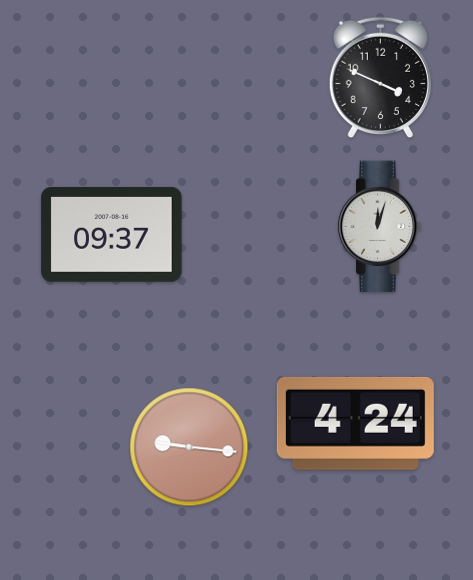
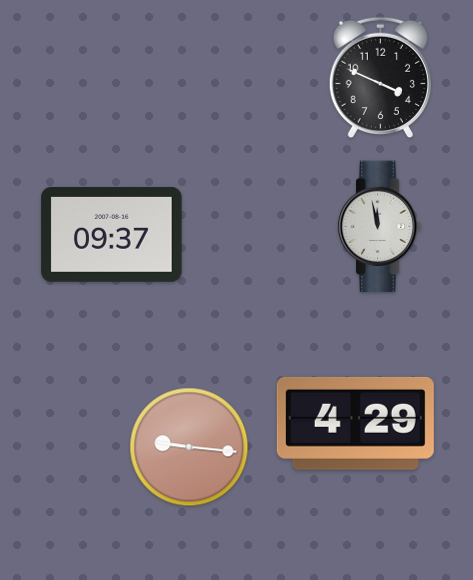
clock at (380, 227): 12:03 -> 11:58
clock at (355, 423): 4:24 -> 4:29
